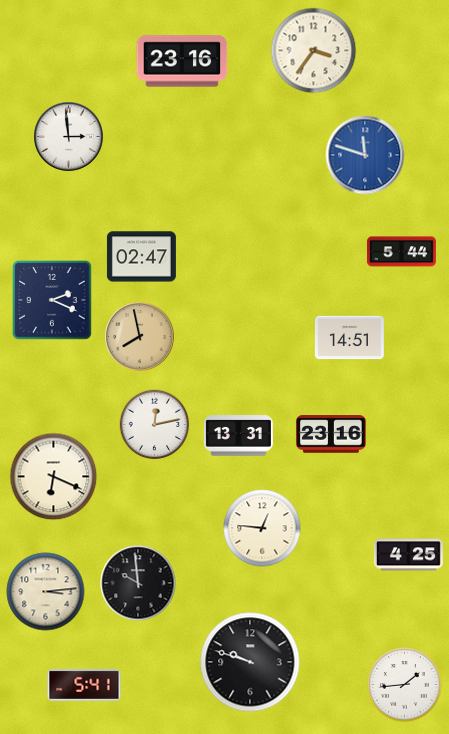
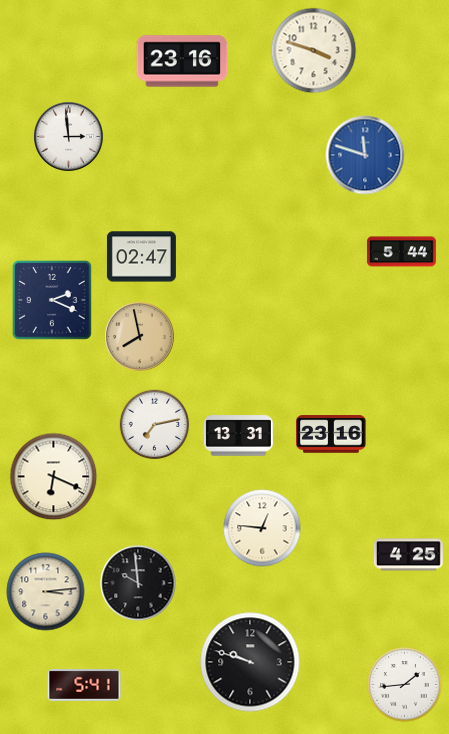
clock at (314, 51): 3:36 -> 3:48
clock at (349, 338): 14:51 -> none
clock at (155, 425): 12:13 -> 7:13
